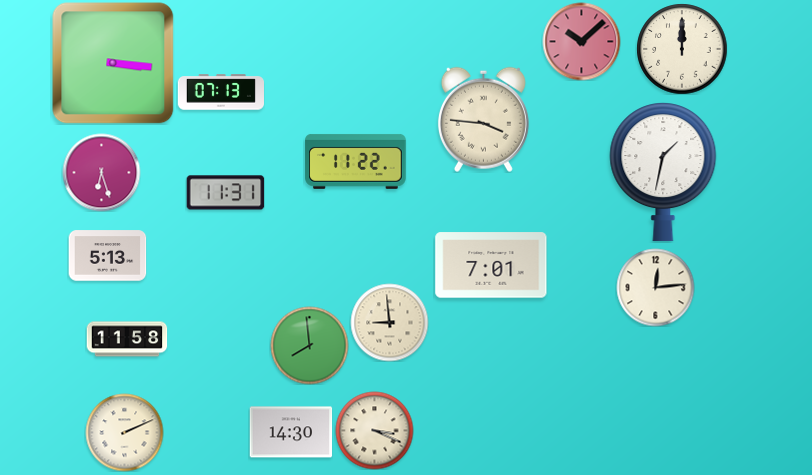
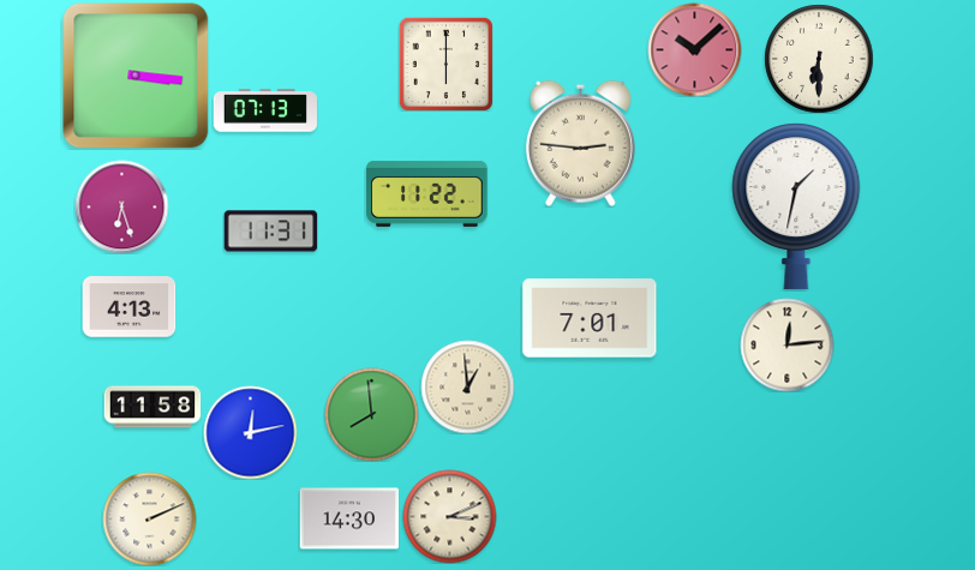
clock at (581, 41) position: (581, 41) -> (694, 49)
clock at (682, 49): 12:00 -> 6:30
clock at (445, 64): none -> 6:00
clock at (483, 119): 3:46 -> 2:46
clock at (107, 256): 5:13 -> 4:13
clock at (389, 322): 8:59 -> 12:59
clock at (250, 432): none -> 12:13
clock at (374, 430): 3:19 -> 3:11
